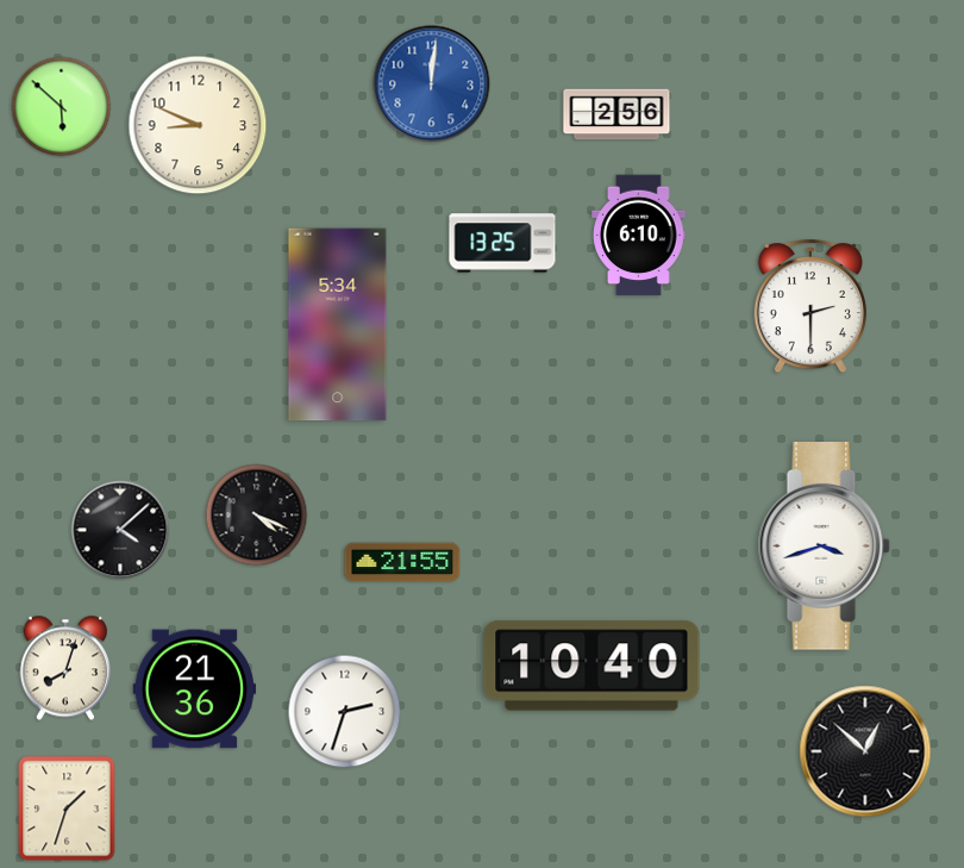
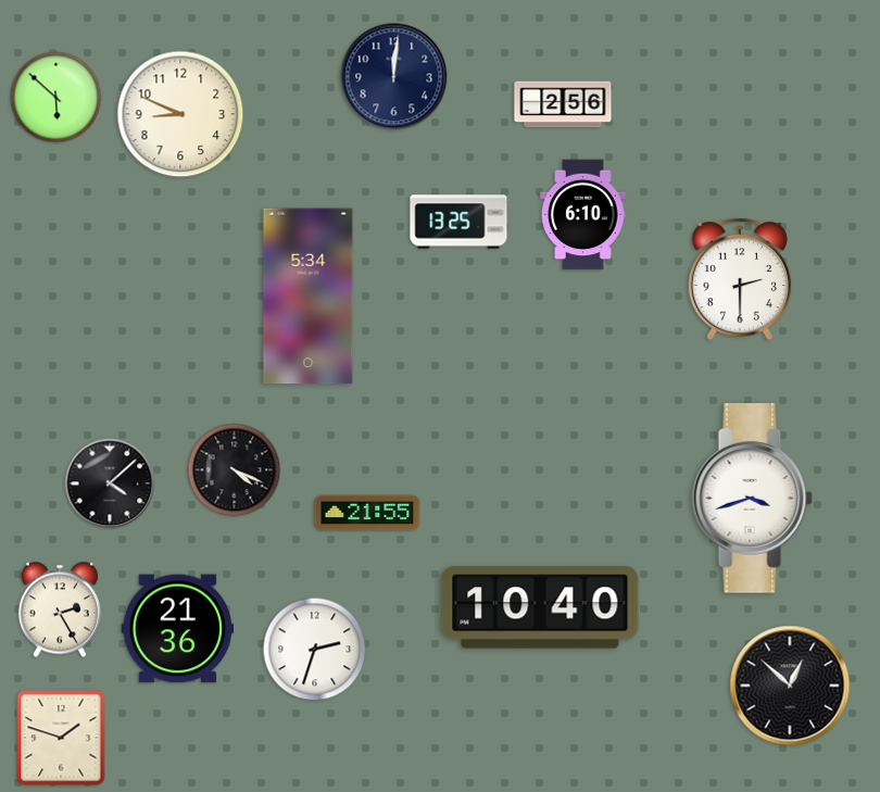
clock at (432, 85) dial: blue -> navy
clock at (64, 668): 8:03 -> 2:25
clock at (67, 808): 1:33 -> 1:48
